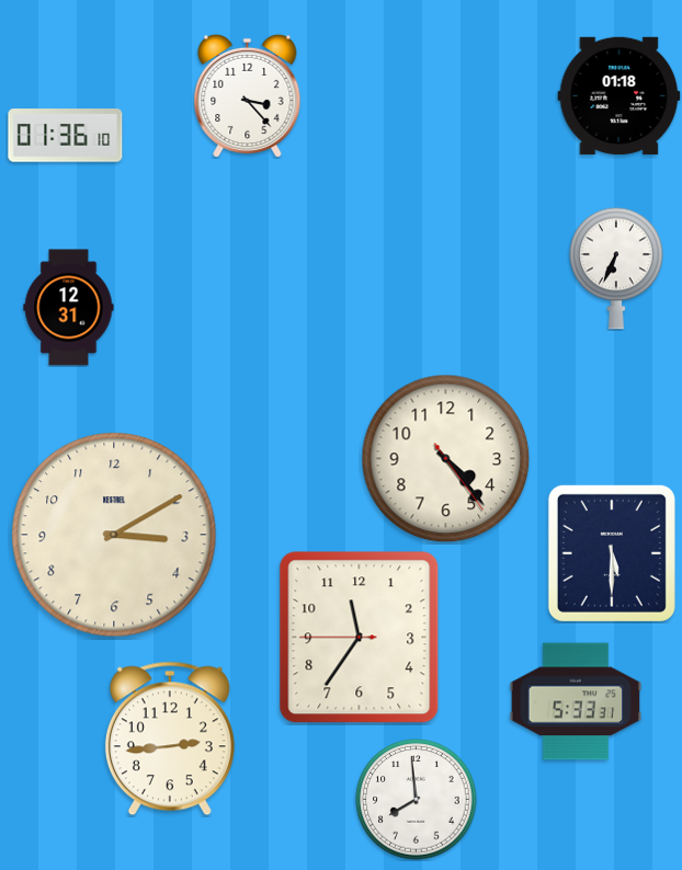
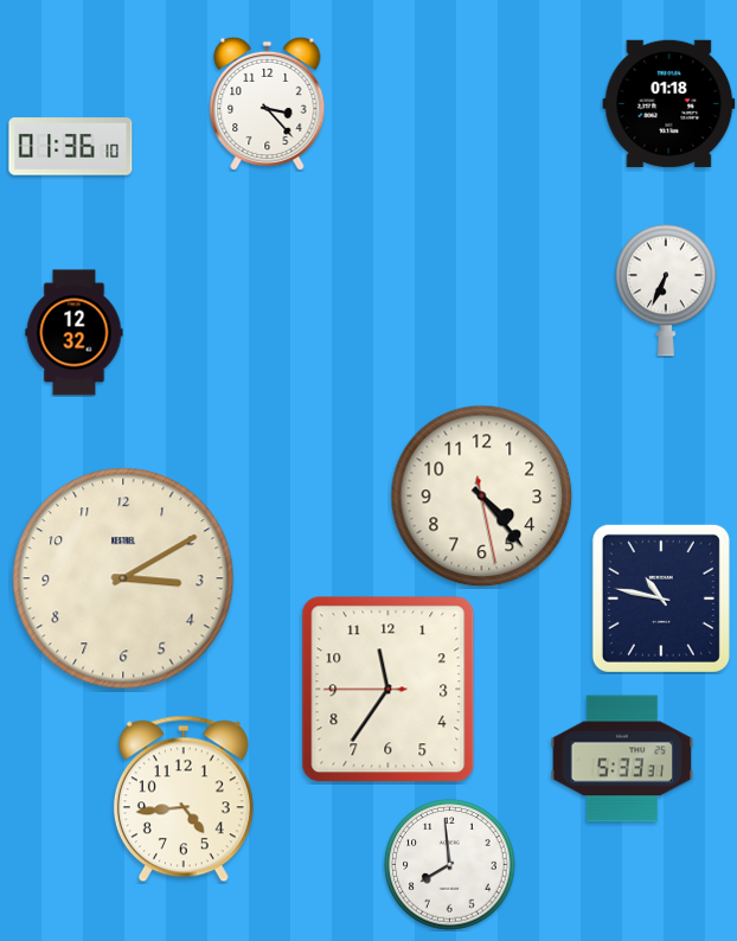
clock at (69, 308): 12:31 -> 12:32
clock at (446, 459): 4:23:24 -> 4:23:28
clock at (612, 553): 5:30 -> 10:47
clock at (170, 739): 2:44 -> 4:44
